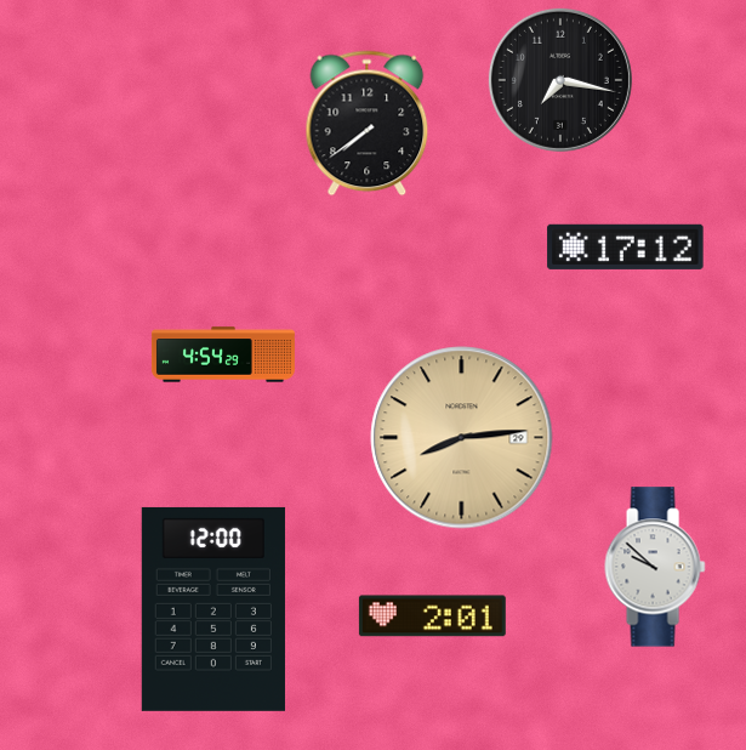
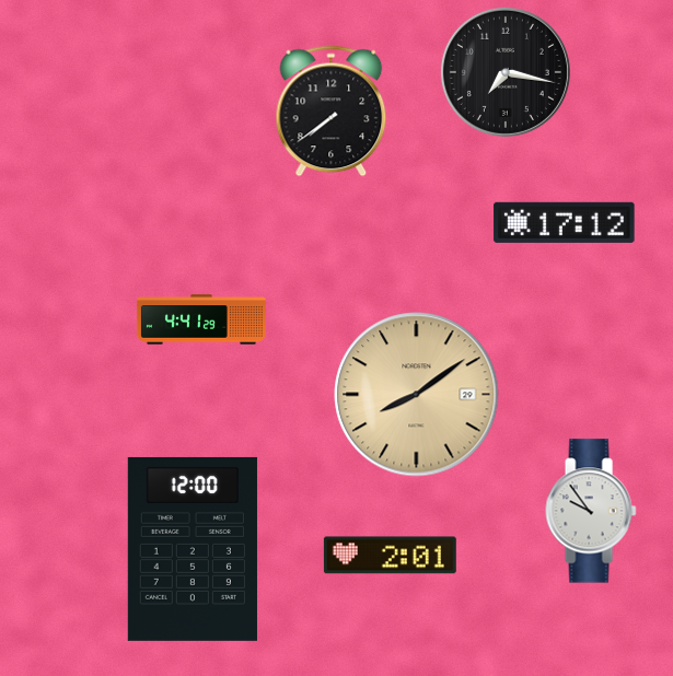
clock at (223, 354): 4:54 -> 4:41
clock at (462, 438): 8:14 -> 8:09
clock at (655, 567): 9:52 -> 9:54
